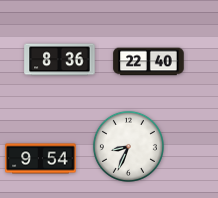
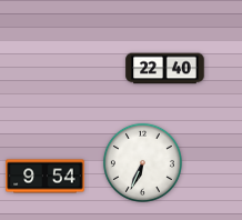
clock at (60, 60): 8:36 -> none
clock at (128, 146): 8:34 -> 6:34
